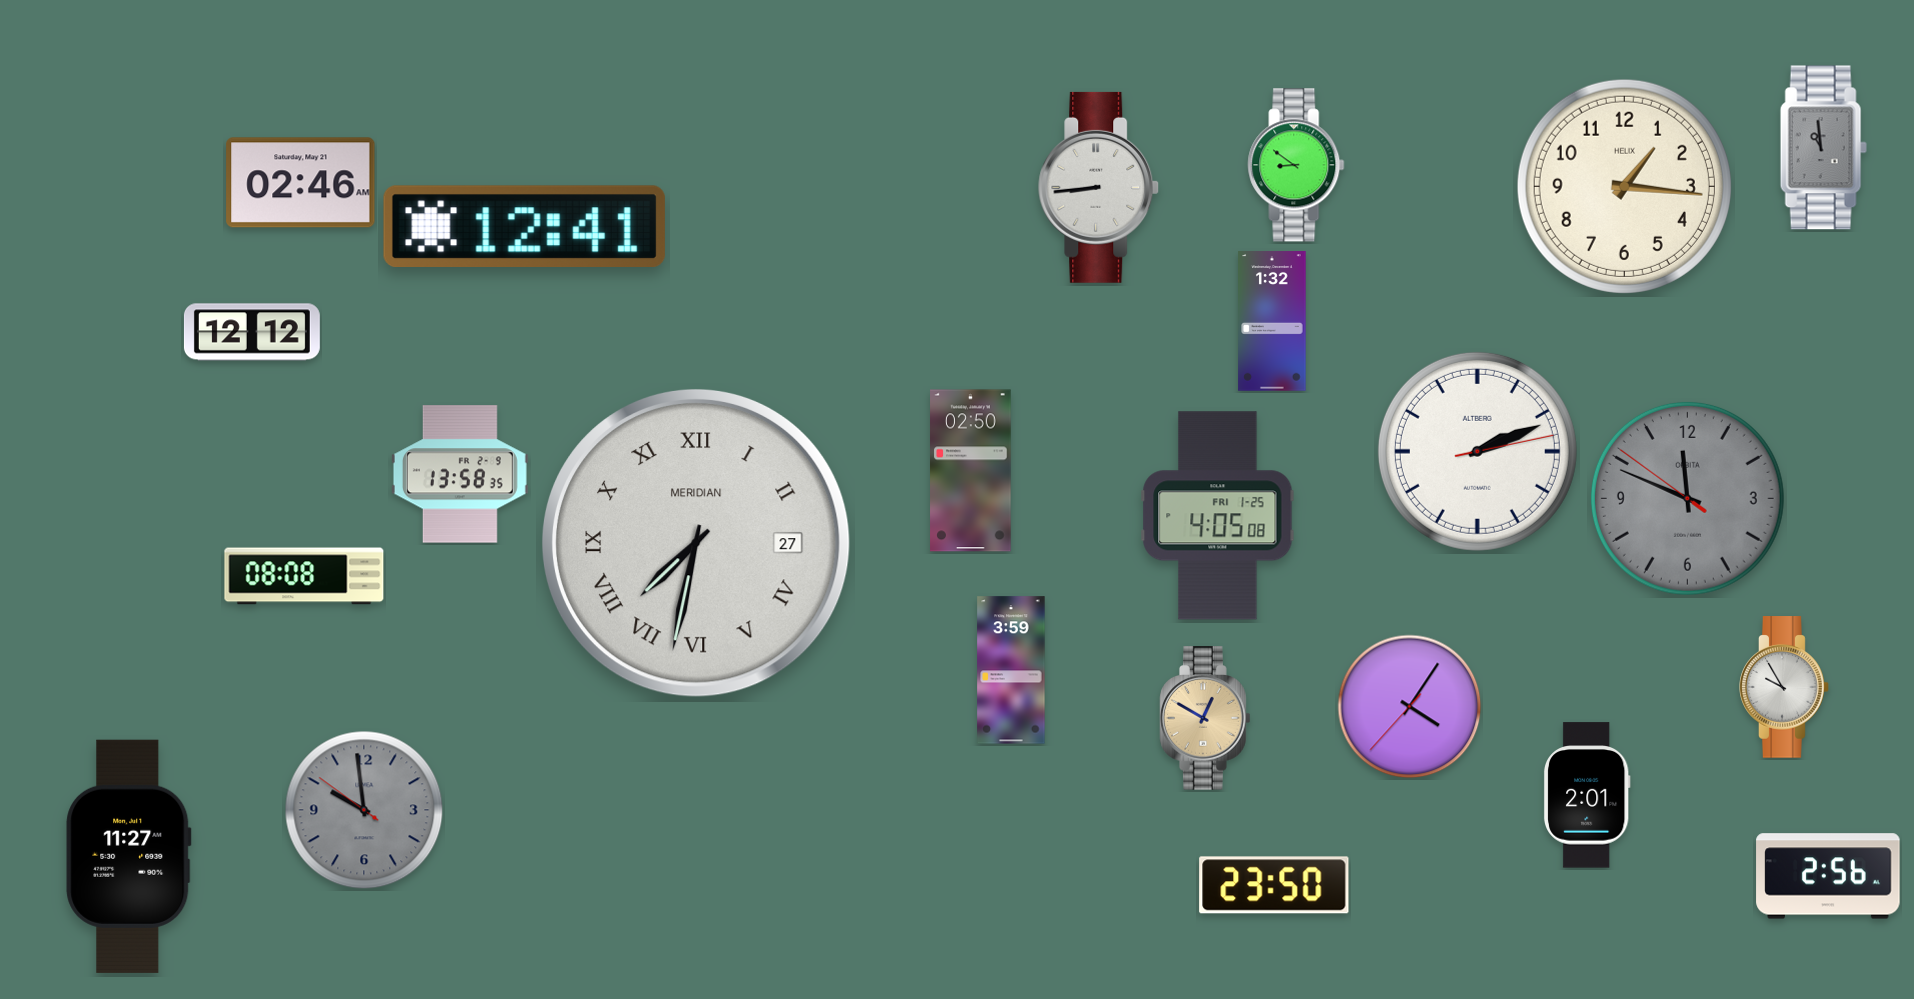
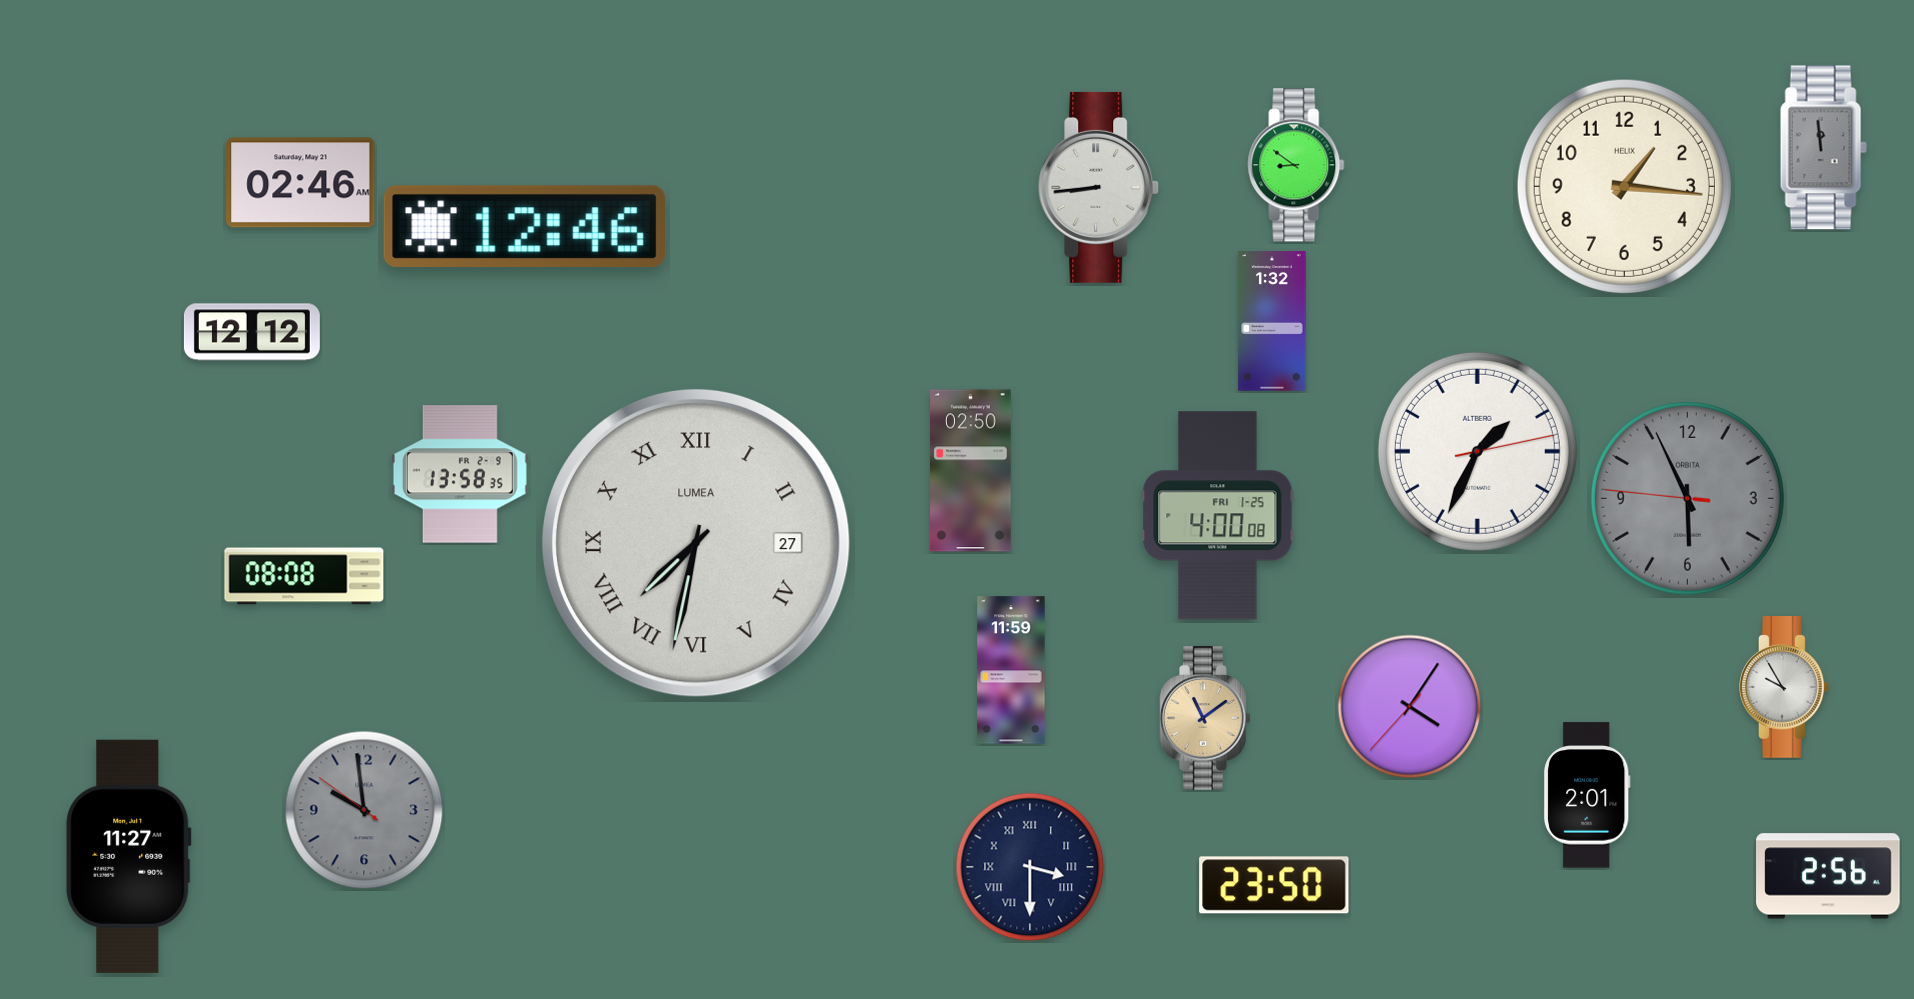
clock at (1823, 148): 10:59 -> 11:59
clock at (524, 226): 12:41 -> 12:46
clock at (1477, 451): 2:11 -> 1:34
clock at (1687, 498): 11:48 -> 5:55
clock at (1218, 516): 4:05 -> 4:00
clock at (696, 543) brand: MERIDIAN -> LUMEA
clock at (1011, 670): 3:59 -> 11:59
clock at (1205, 718): 12:50 -> 11:09
clock at (1030, 867): none -> 3:30
